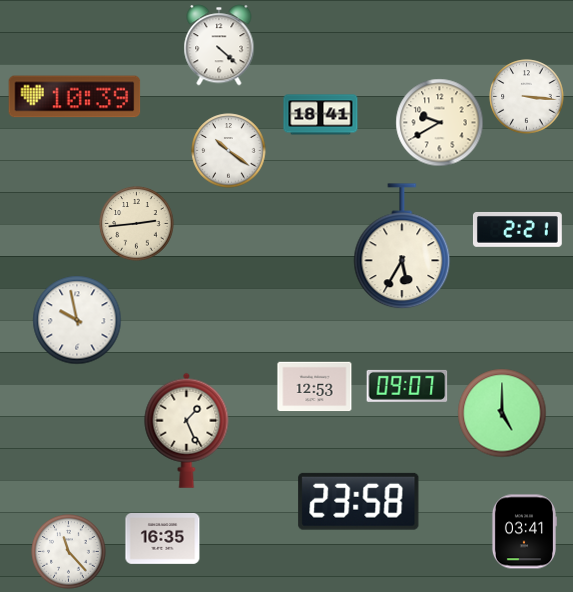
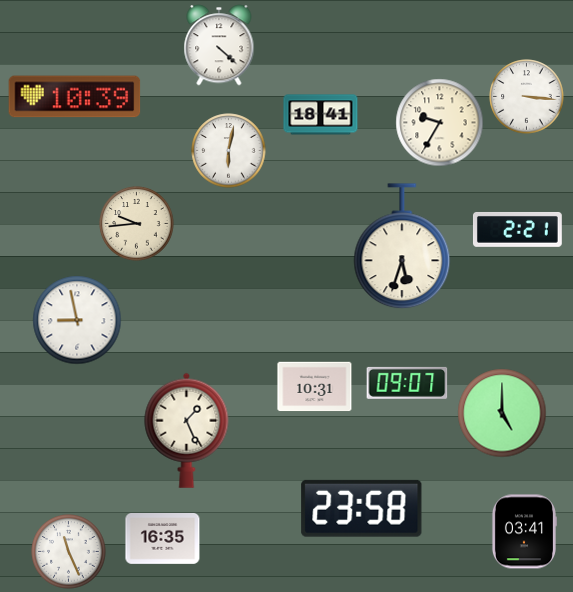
clock at (440, 123): 9:40 -> 9:35
clock at (229, 151): 10:21 -> 6:02
clock at (137, 224): 2:44 -> 9:44
clock at (402, 247): 5:35 -> 5:33
clock at (77, 320): 9:58 -> 8:58
clock at (407, 386) position: (407, 386) -> (407, 383)
clock at (315, 387): 12:53 -> 10:31
clock at (359, 501) position: (359, 501) -> (362, 508)
clock at (69, 552): 11:23 -> 11:26
